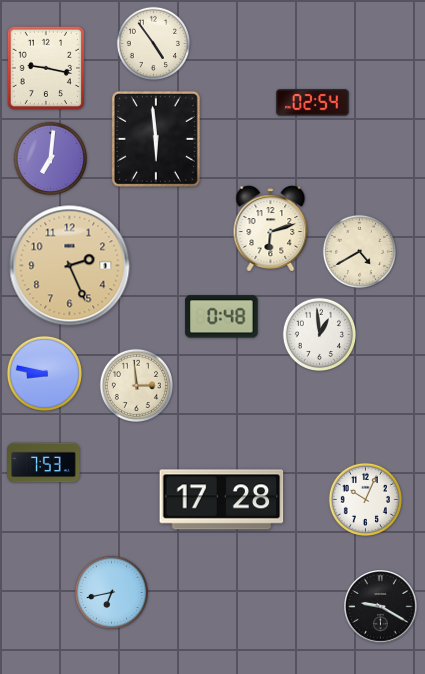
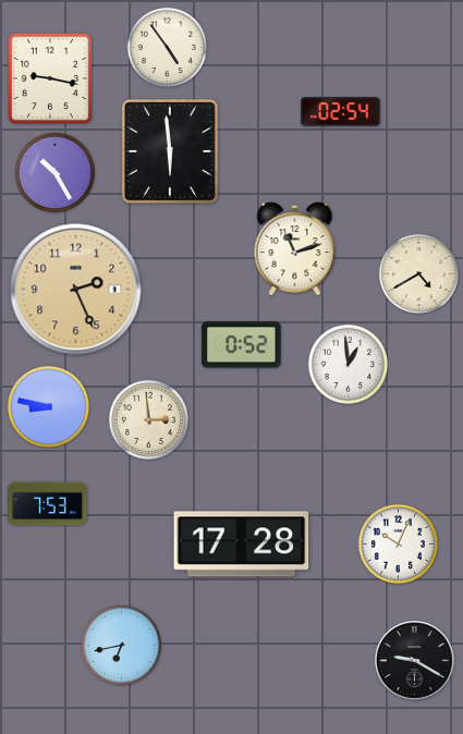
clock at (46, 68) position: (46, 68) -> (50, 78)
clock at (50, 158): 7:01 -> 10:25
clock at (271, 229): 6:12 -> 11:12
clock at (359, 251) position: (359, 251) -> (418, 273)
clock at (222, 317): 0:48 -> 0:52
